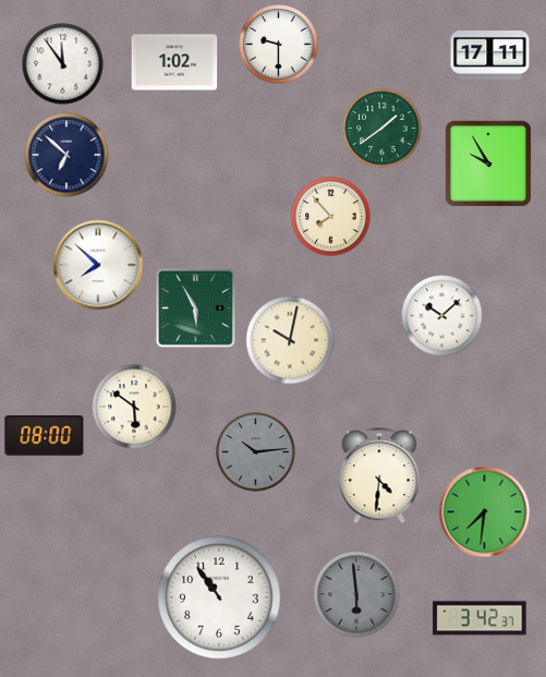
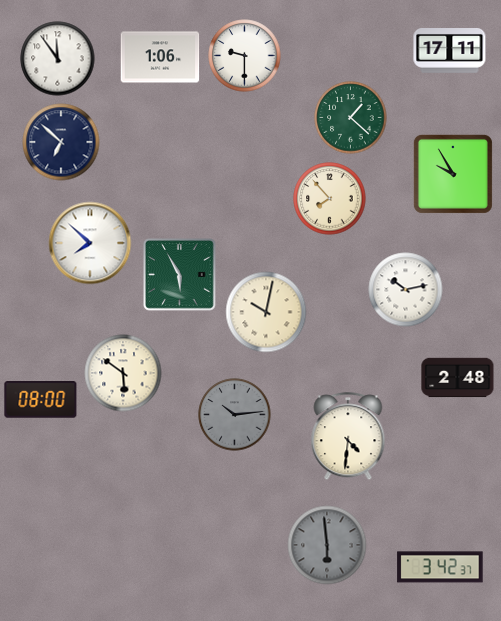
clock at (279, 45) position: (279, 45) -> (245, 56)
clock at (174, 62): 1:02 -> 1:06
clock at (383, 129): 1:39 -> 1:22
clock at (488, 164) position: (488, 164) -> (453, 174)
clock at (331, 217) position: (331, 217) -> (330, 199)
clock at (196, 309) position: (196, 309) -> (180, 275)
clock at (442, 316): 10:08 -> 10:13
clock at (458, 378): none -> 2:48
clock at (485, 512): 7:31 -> none
clock at (219, 597): 10:54 -> none
